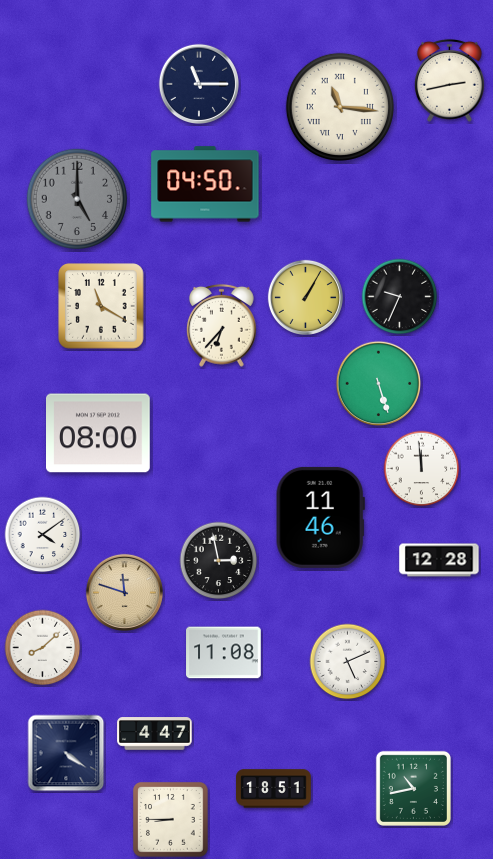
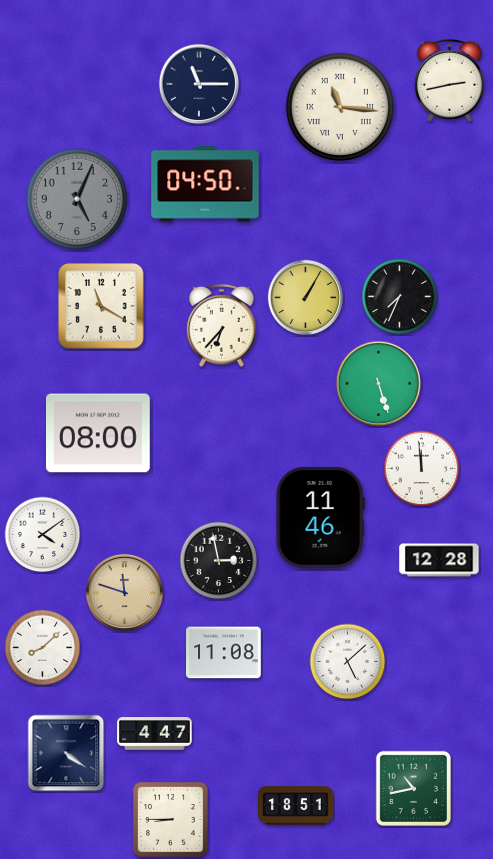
clock at (76, 198): 5:00 -> 5:04
clock at (400, 297): 9:34 -> 7:34
clock at (348, 662): 5:11 -> 5:08
clock at (274, 789) position: (274, 789) -> (296, 806)
